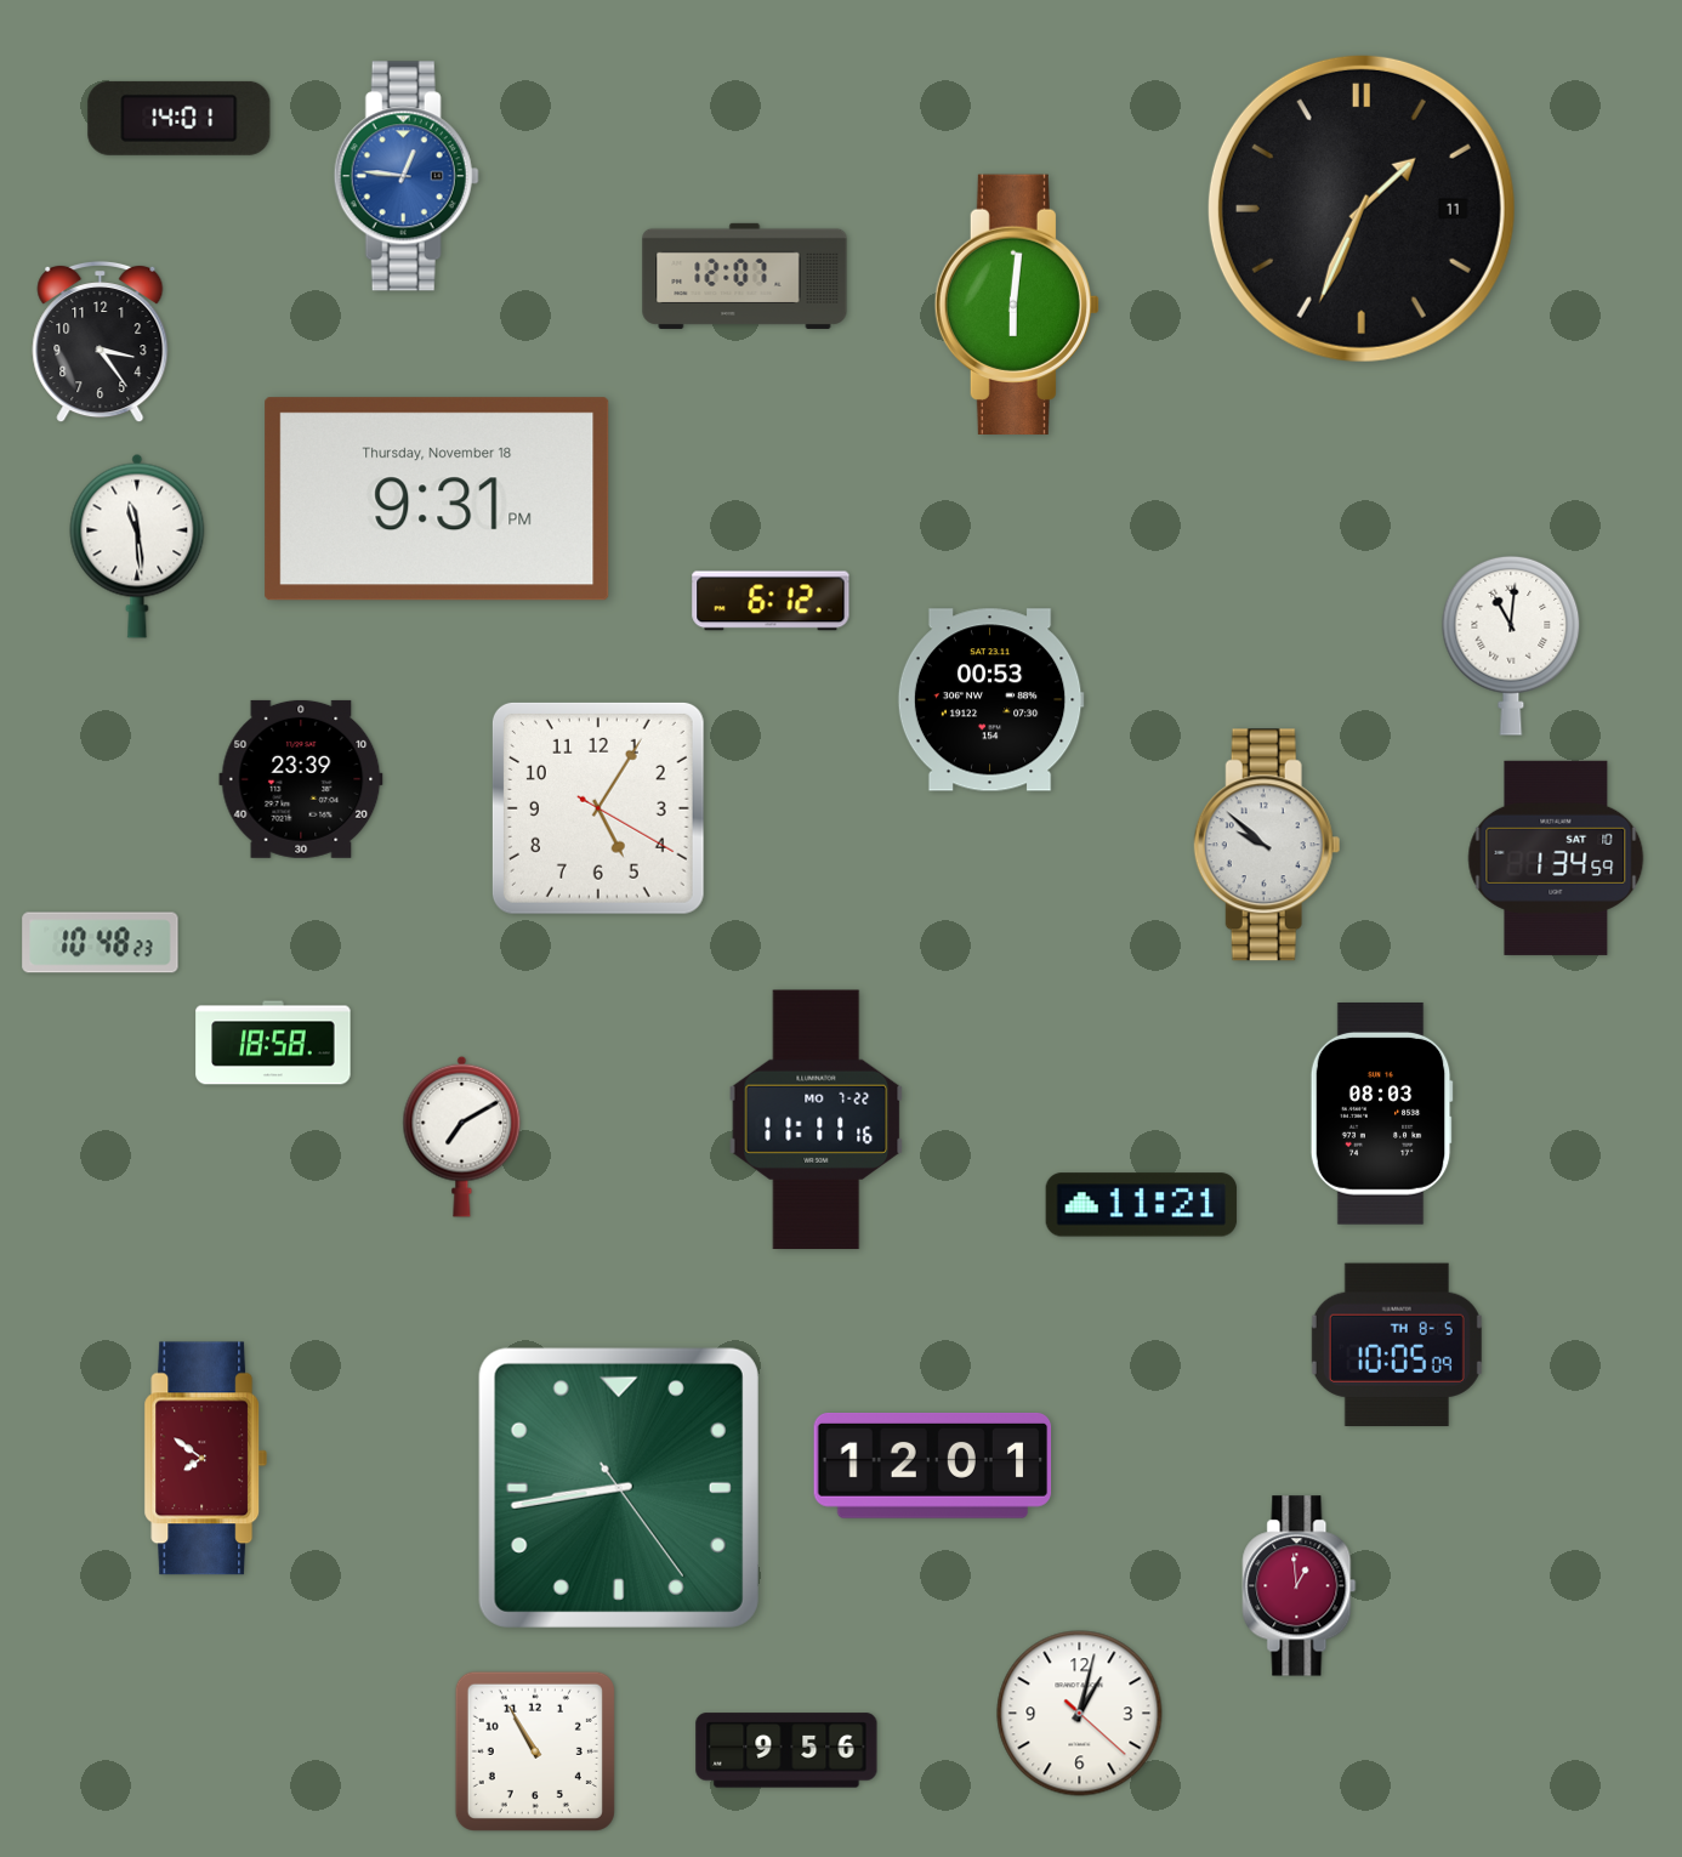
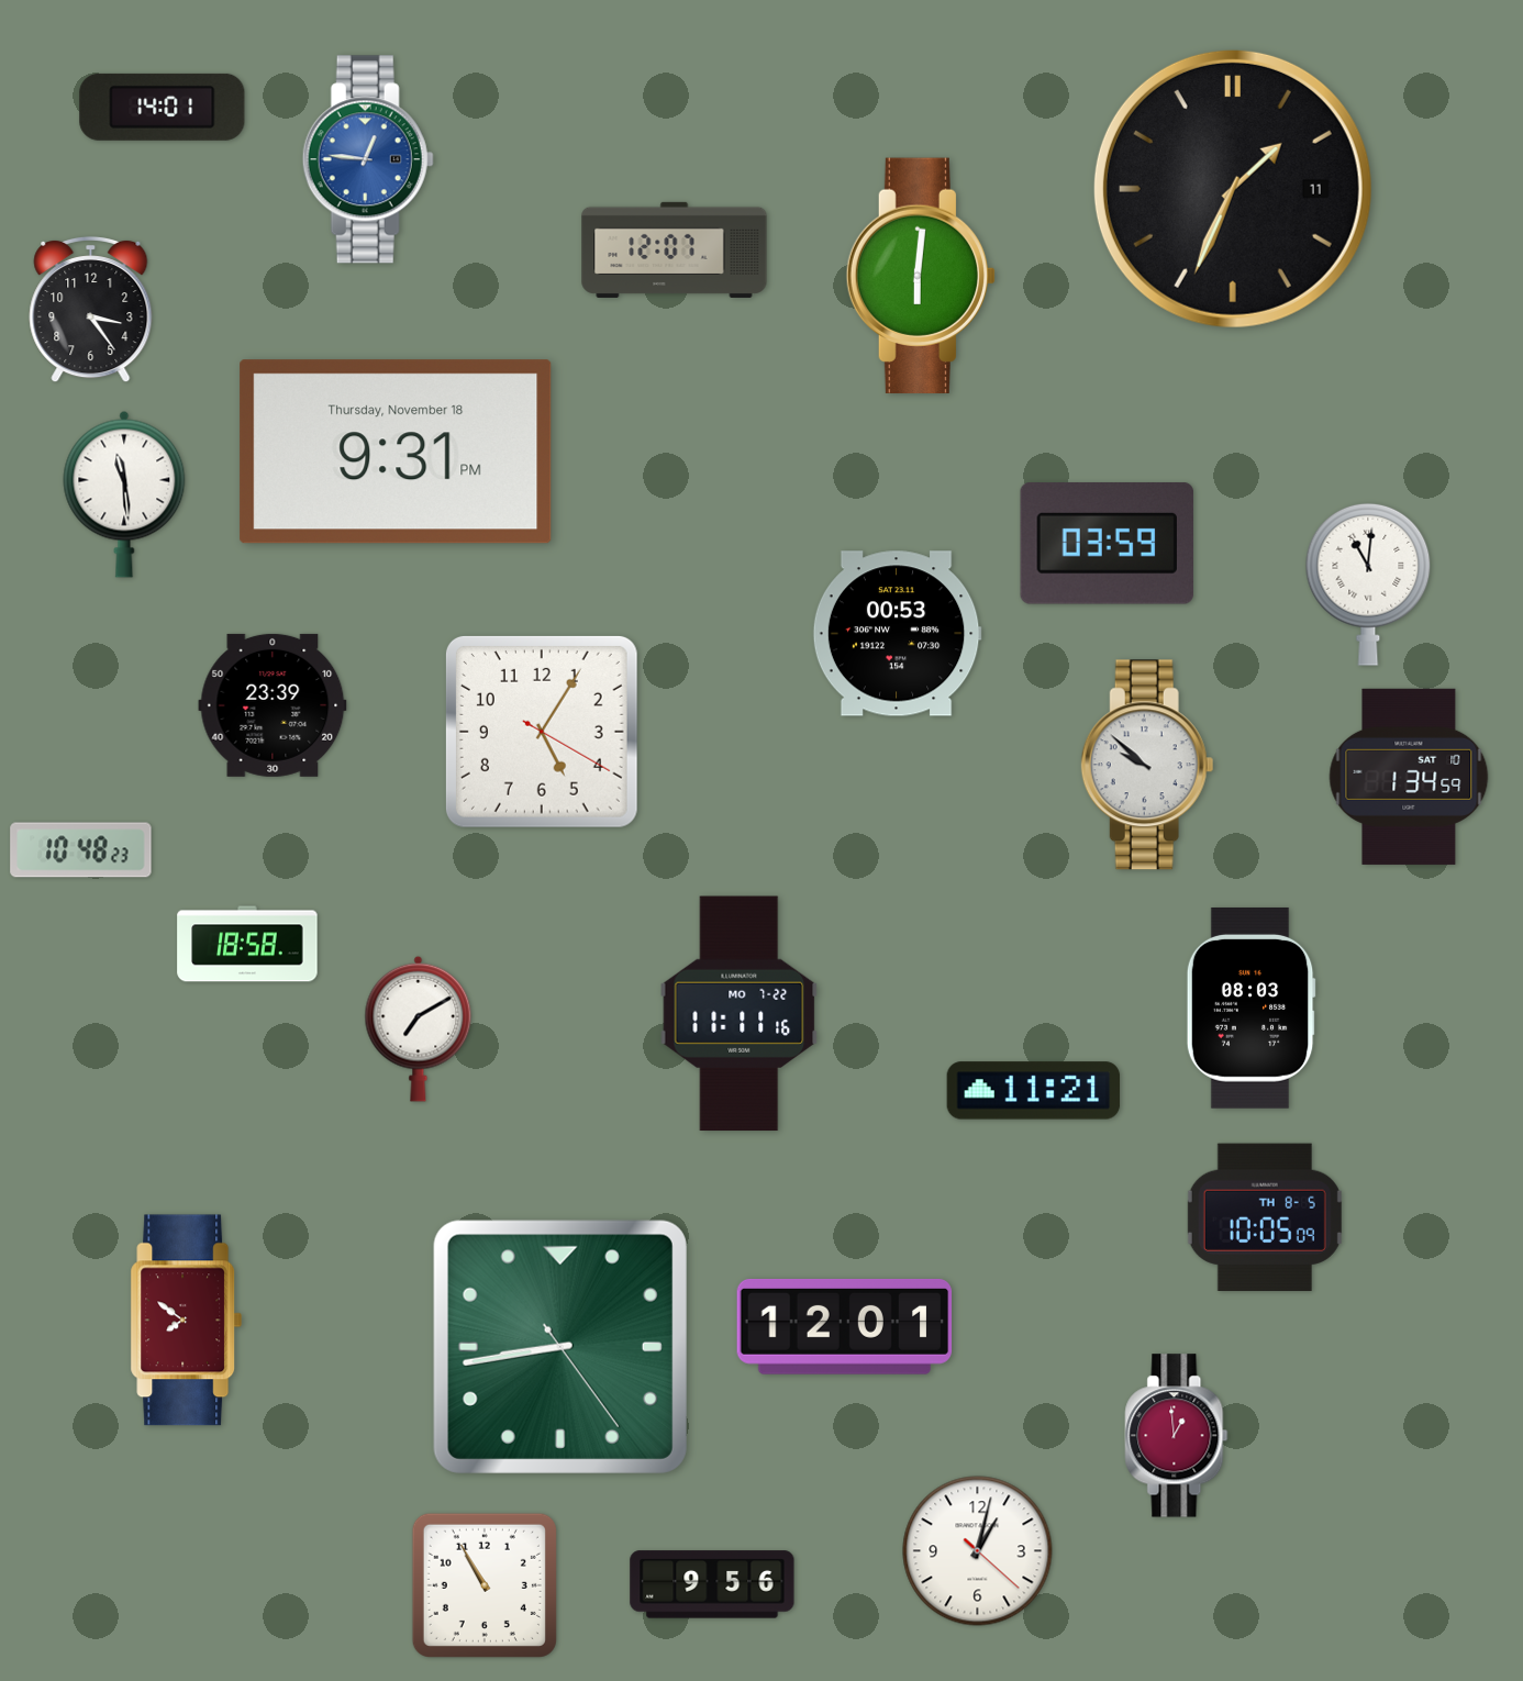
clock at (771, 601): 6:12 -> none
clock at (1107, 544): none -> 03:59
clock at (101, 943) position: (101, 943) -> (81, 850)
